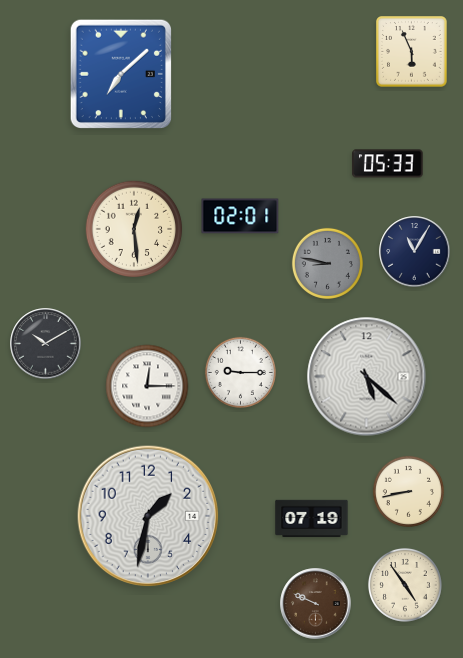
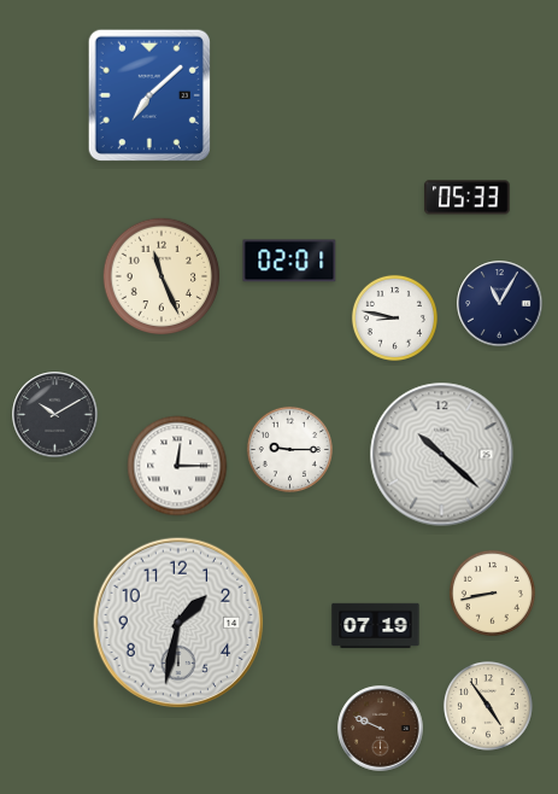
clock at (412, 52): 5:56 -> none
clock at (120, 73) position: (120, 73) -> (148, 94)
clock at (134, 229): 12:29 -> 11:26
clock at (327, 263) dial: grey -> white
clock at (367, 377): 5:22 -> 10:22
